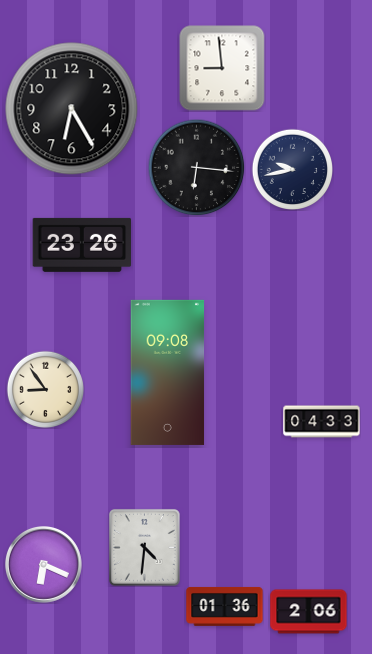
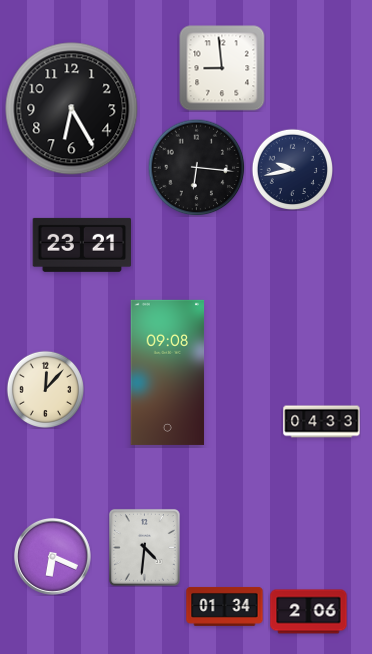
clock at (82, 245): 23:26 -> 23:21
clock at (45, 389): 8:54 -> 12:07
clock at (44, 565) position: (44, 565) -> (53, 557)
clock at (225, 606): 01:36 -> 01:34
